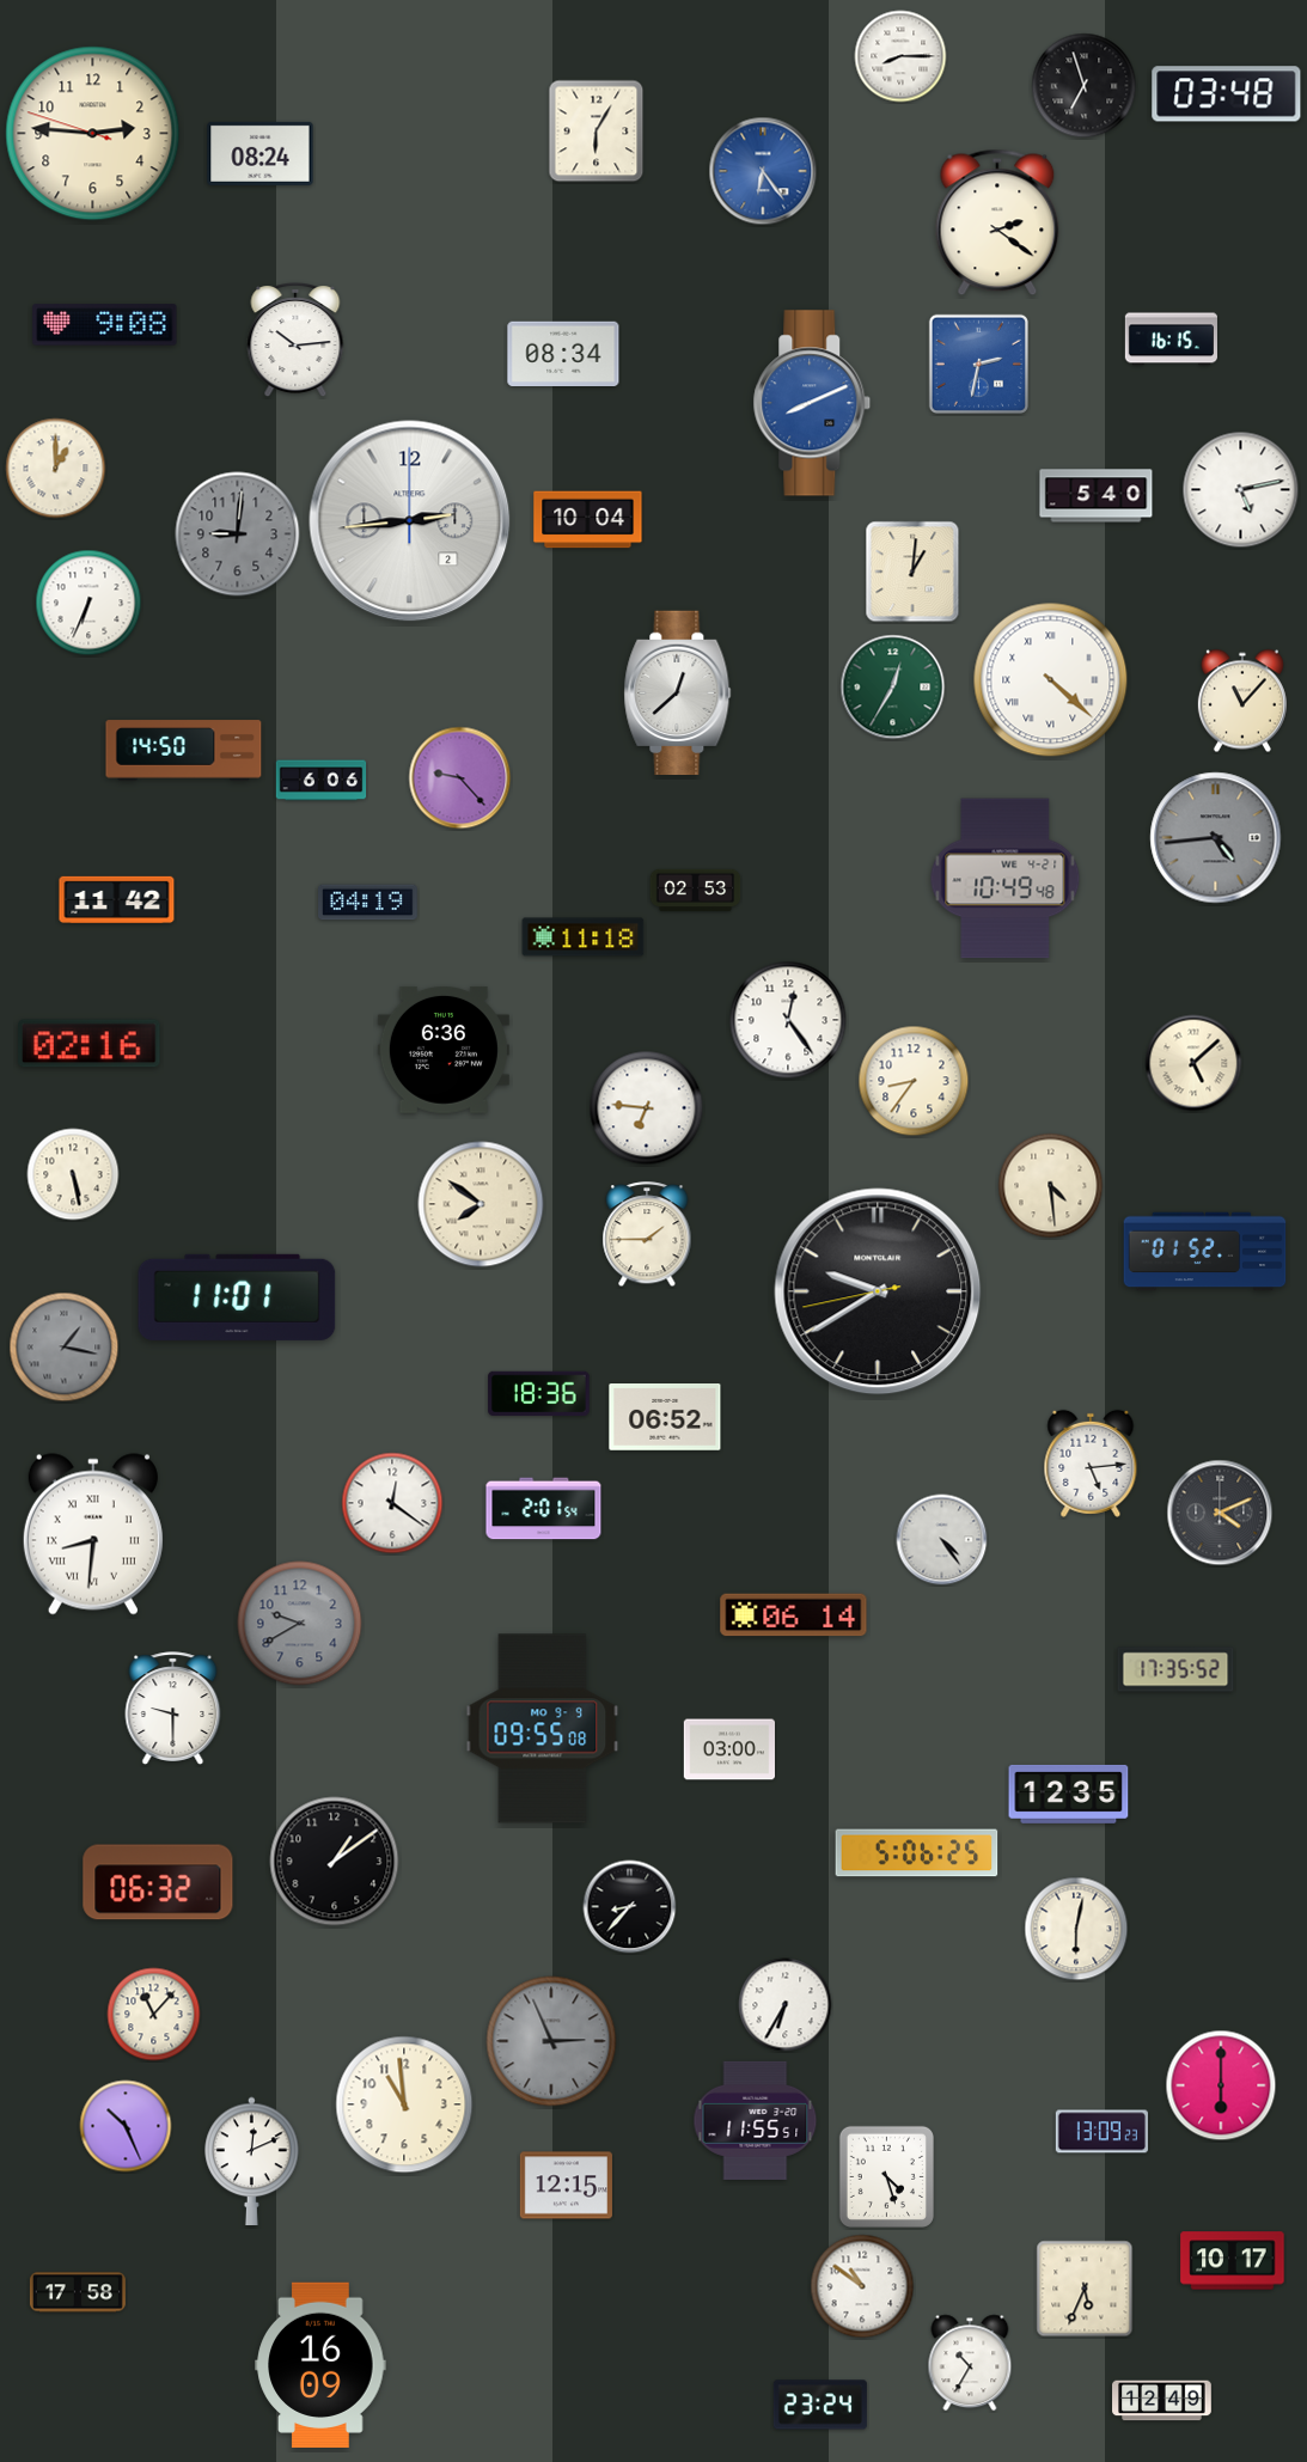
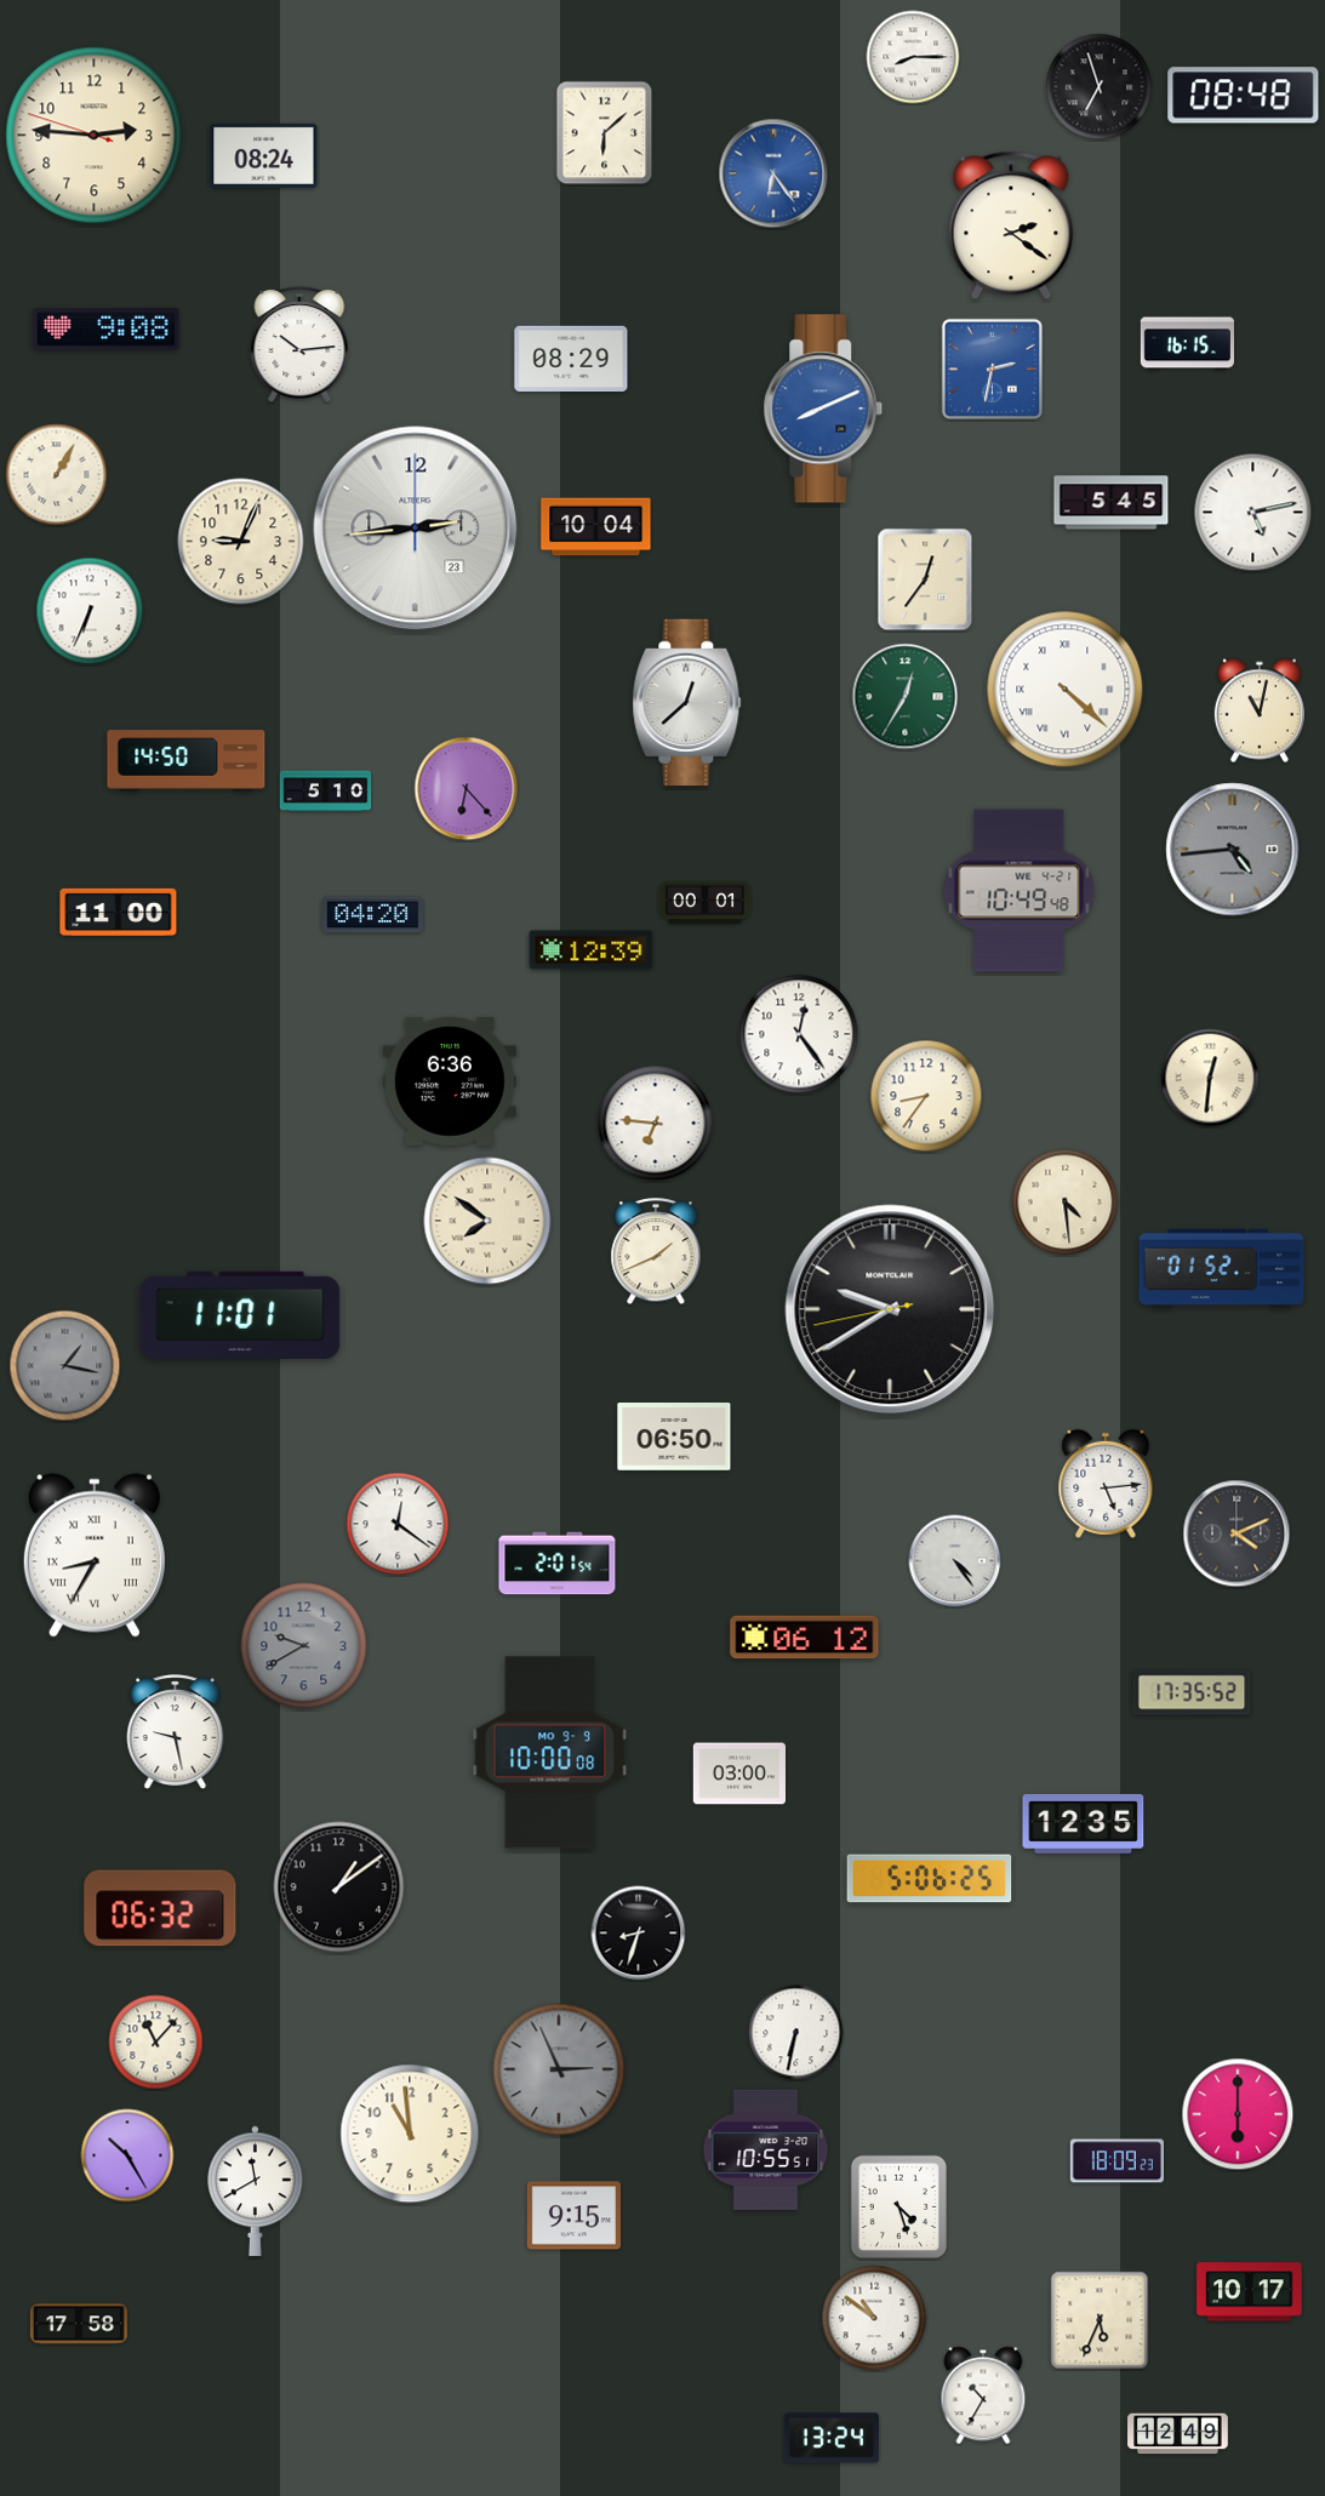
clock at (1227, 94): 03:48 -> 08:48
clock at (597, 132): 6:05 -> 6:08
clock at (563, 354): 08:34 -> 08:29
clock at (56, 469): 1:00 -> 1:05
clock at (1241, 490) position: (1241, 490) -> (1253, 513)
clock at (1097, 496): 5:40 -> 5:45
clock at (410, 521) date: 2 -> 23
clock at (238, 534): 9:01 -> 9:04
clock at (238, 534) dial: grey -> cream
clock at (912, 572): 1:01 -> 12:36
clock at (1242, 701): 11:07 -> 11:02
clock at (460, 778): 9:23 -> 6:23
clock at (322, 781): 6:06 -> 5:10
clock at (696, 891): 02:53 -> 00:01
clock at (117, 899): 11:42 -> 11:00
clock at (368, 903): 04:19 -> 04:20
clock at (584, 937): 11:18 -> 12:39
clock at (90, 1044): 02:16 -> none
clock at (444, 1050) position: (444, 1050) -> (450, 1081)
clock at (1193, 1063): 5:08 -> 12:31
clock at (73, 1174): 5:28 -> none
clock at (647, 1235): 1:45 -> 1:41
clock at (539, 1393): 18:36 -> none
clock at (665, 1418): 06:52 -> 06:50
clock at (544, 1509) position: (544, 1509) -> (558, 1564)
clock at (93, 1534): 8:31 -> 8:35
clock at (794, 1615): 06:14 -> 06:12
clock at (173, 1709): 9:30 -> 9:28
clock at (543, 1729): 09:55 -> 10:00
clock at (1069, 1794) position: (1069, 1794) -> (1084, 1823)
clock at (630, 1907): 8:37 -> 8:33
clock at (1076, 1929): 6:02 -> none
clock at (786, 2005): 6:35 -> 6:32
clock at (756, 2120): 11:55 -> 10:55
clock at (126, 2126): 10:26 -> 10:25
clock at (1101, 2132): 13:09 -> 18:09
clock at (252, 2161): 12:11 -> 11:40
clock at (566, 2186): 12:15 -> 9:15
clock at (320, 2364): 16:09 -> none
clock at (820, 2405): 23:24 -> 13:24
